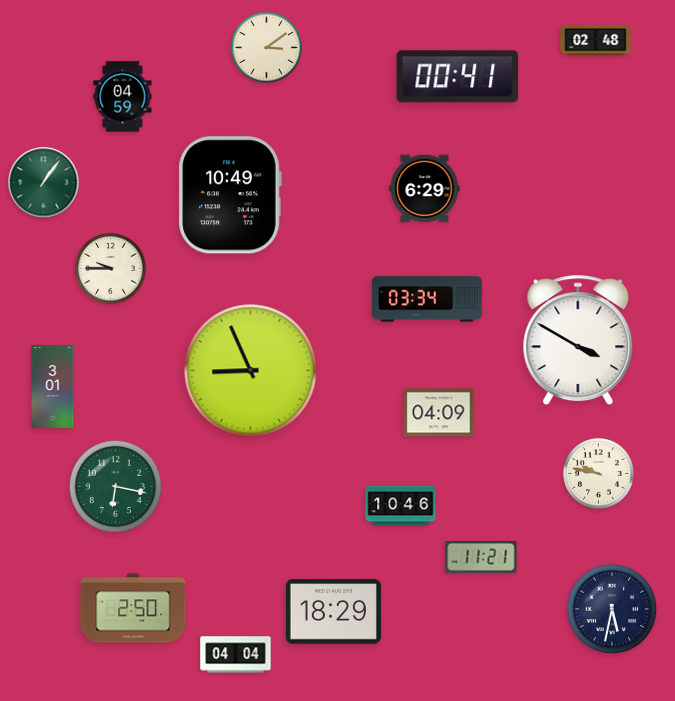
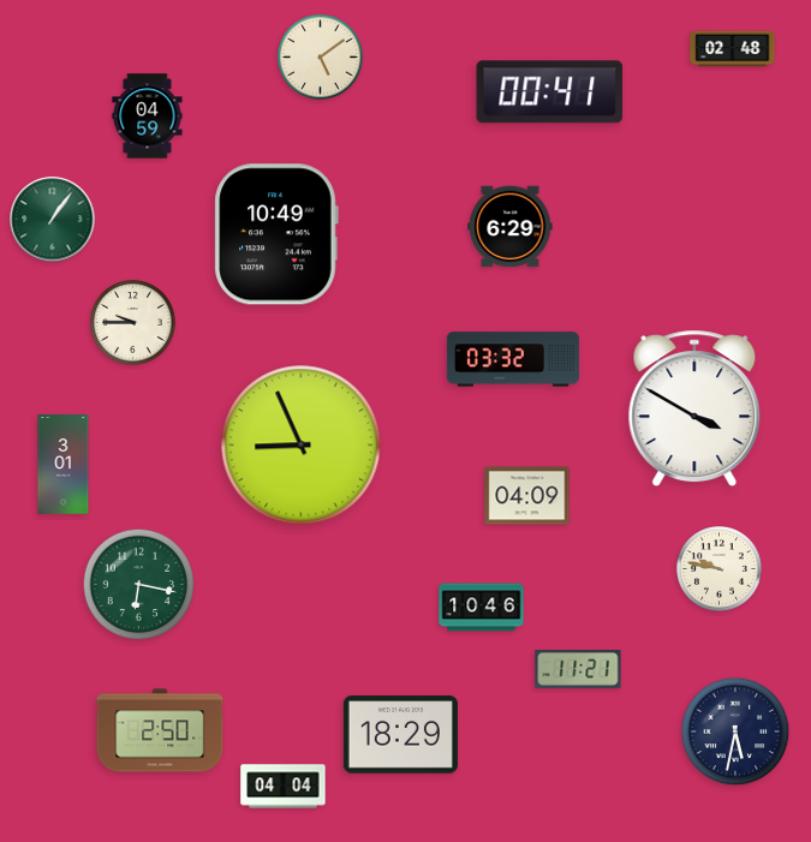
clock at (596, 41) position: (596, 41) -> (733, 49)
clock at (267, 48): 3:09 -> 5:09
clock at (427, 299): 03:34 -> 03:32
